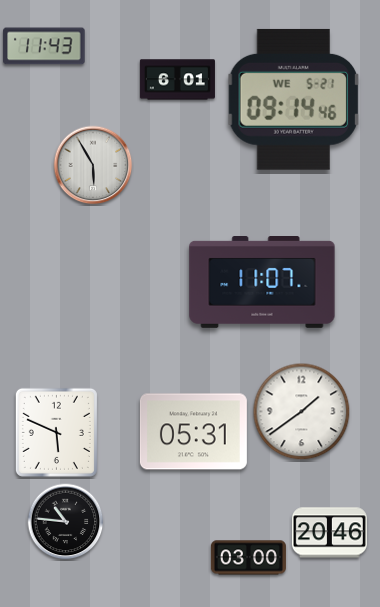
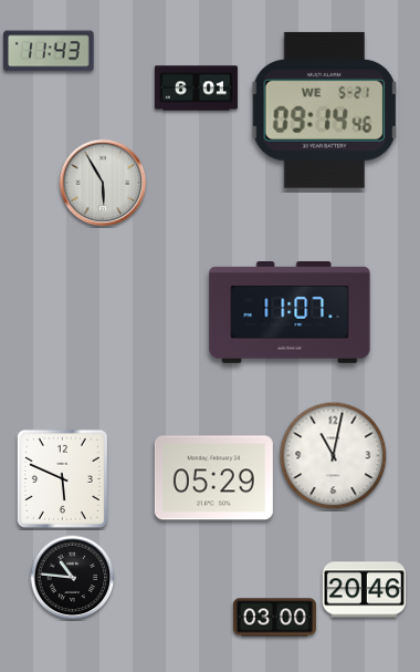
clock at (302, 412): 1:39 -> 11:02
clock at (193, 432): 05:31 -> 05:29
